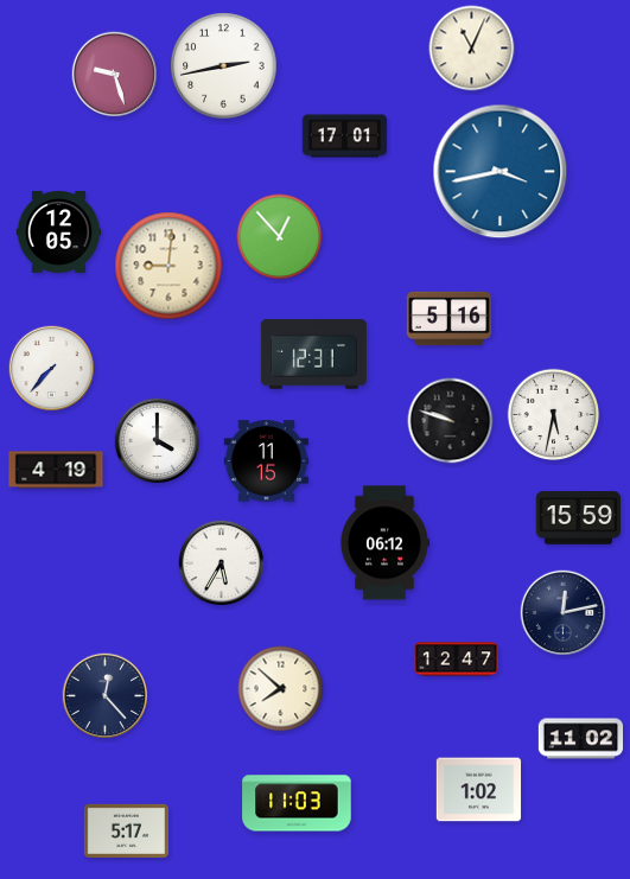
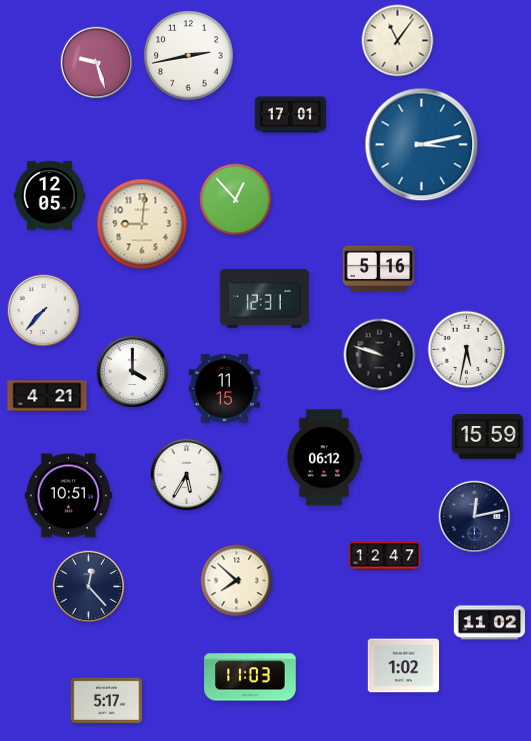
clock at (472, 49): 11:04 -> 11:06
clock at (501, 172): 3:43 -> 3:13
clock at (56, 470): 4:19 -> 4:21
clock at (68, 496): none -> 10:51
